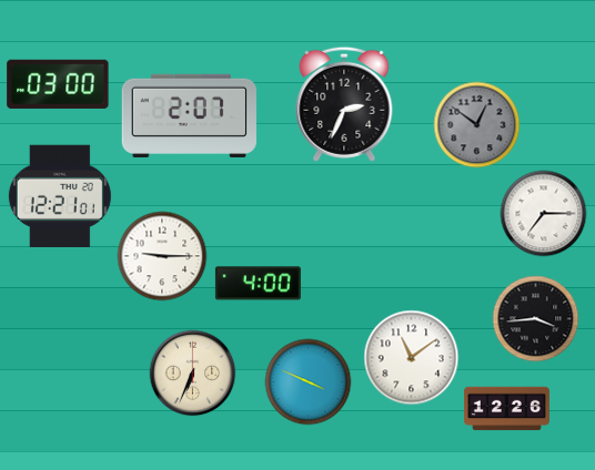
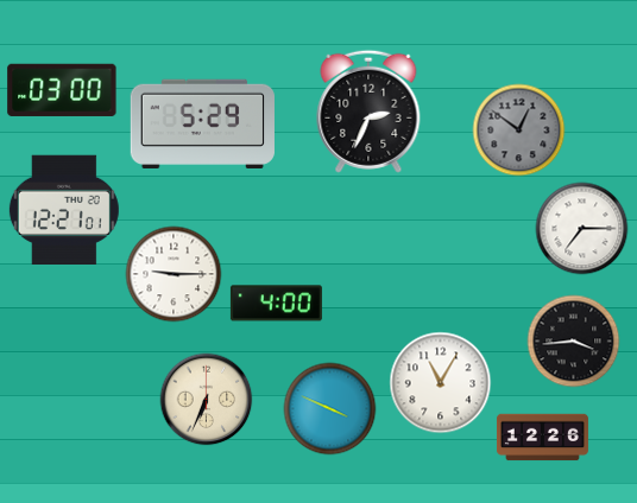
clock at (189, 115): 2:07 -> 5:29
clock at (476, 124) position: (476, 124) -> (518, 129)
clock at (411, 357): 11:09 -> 11:05
